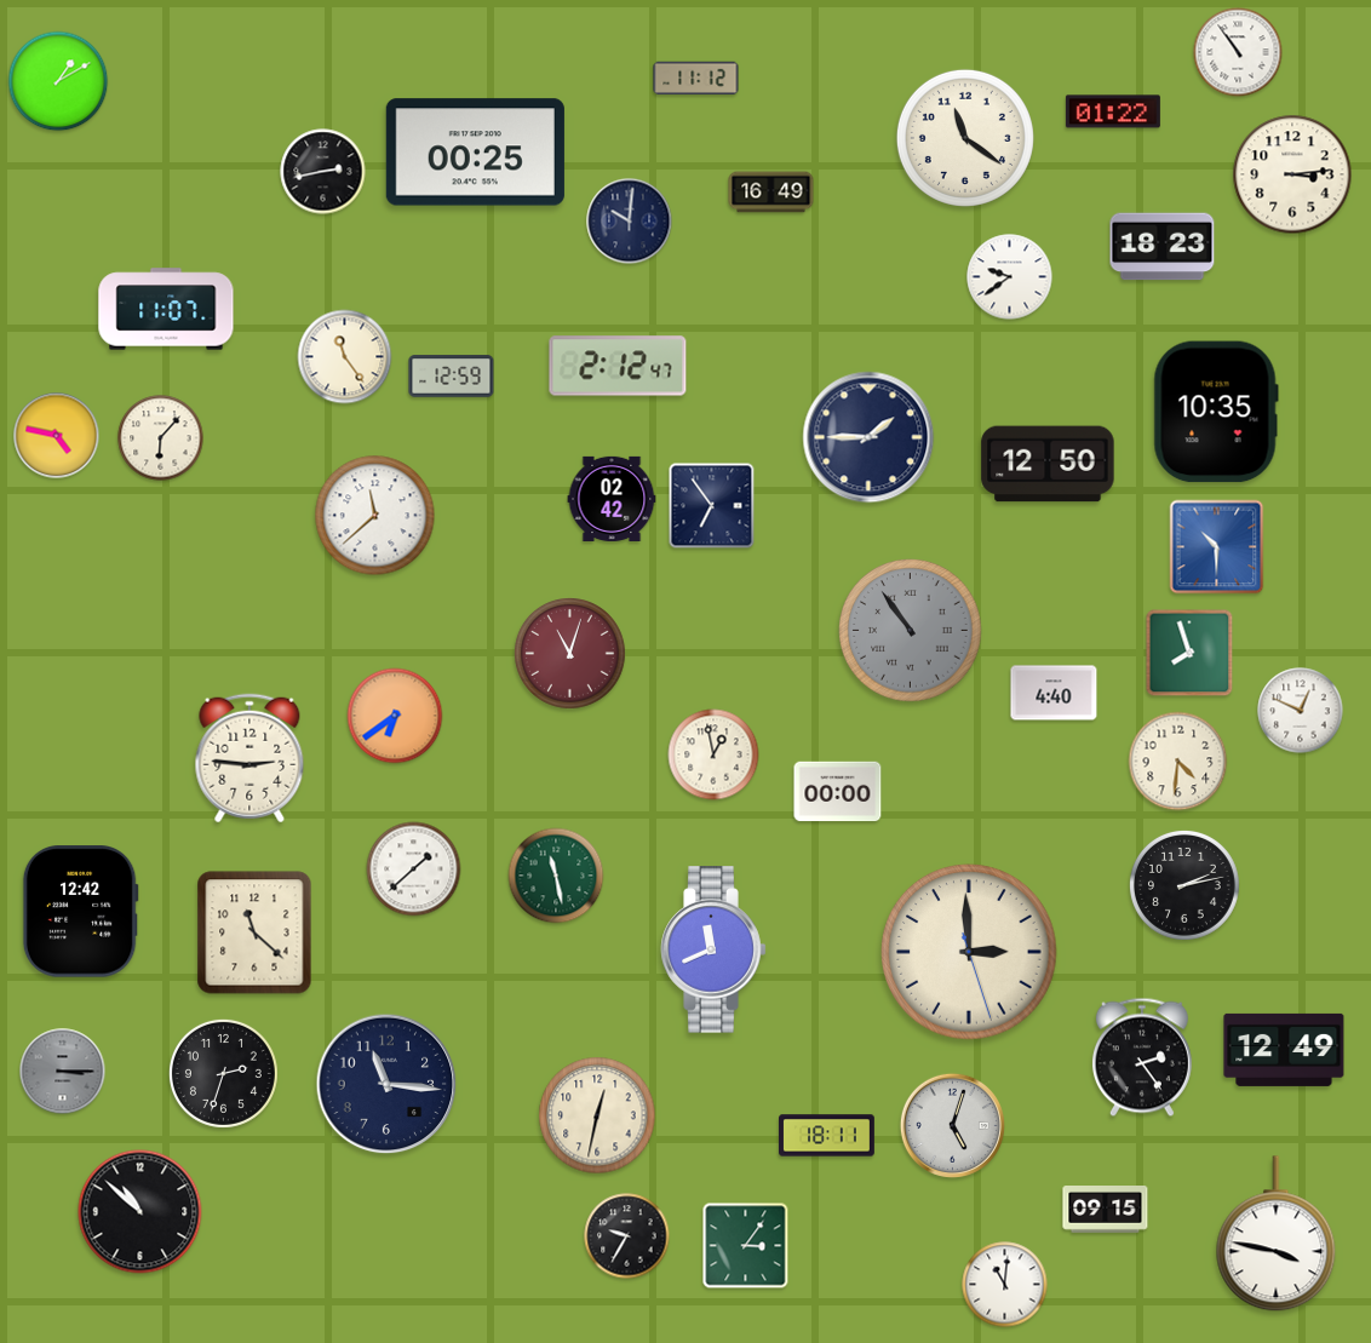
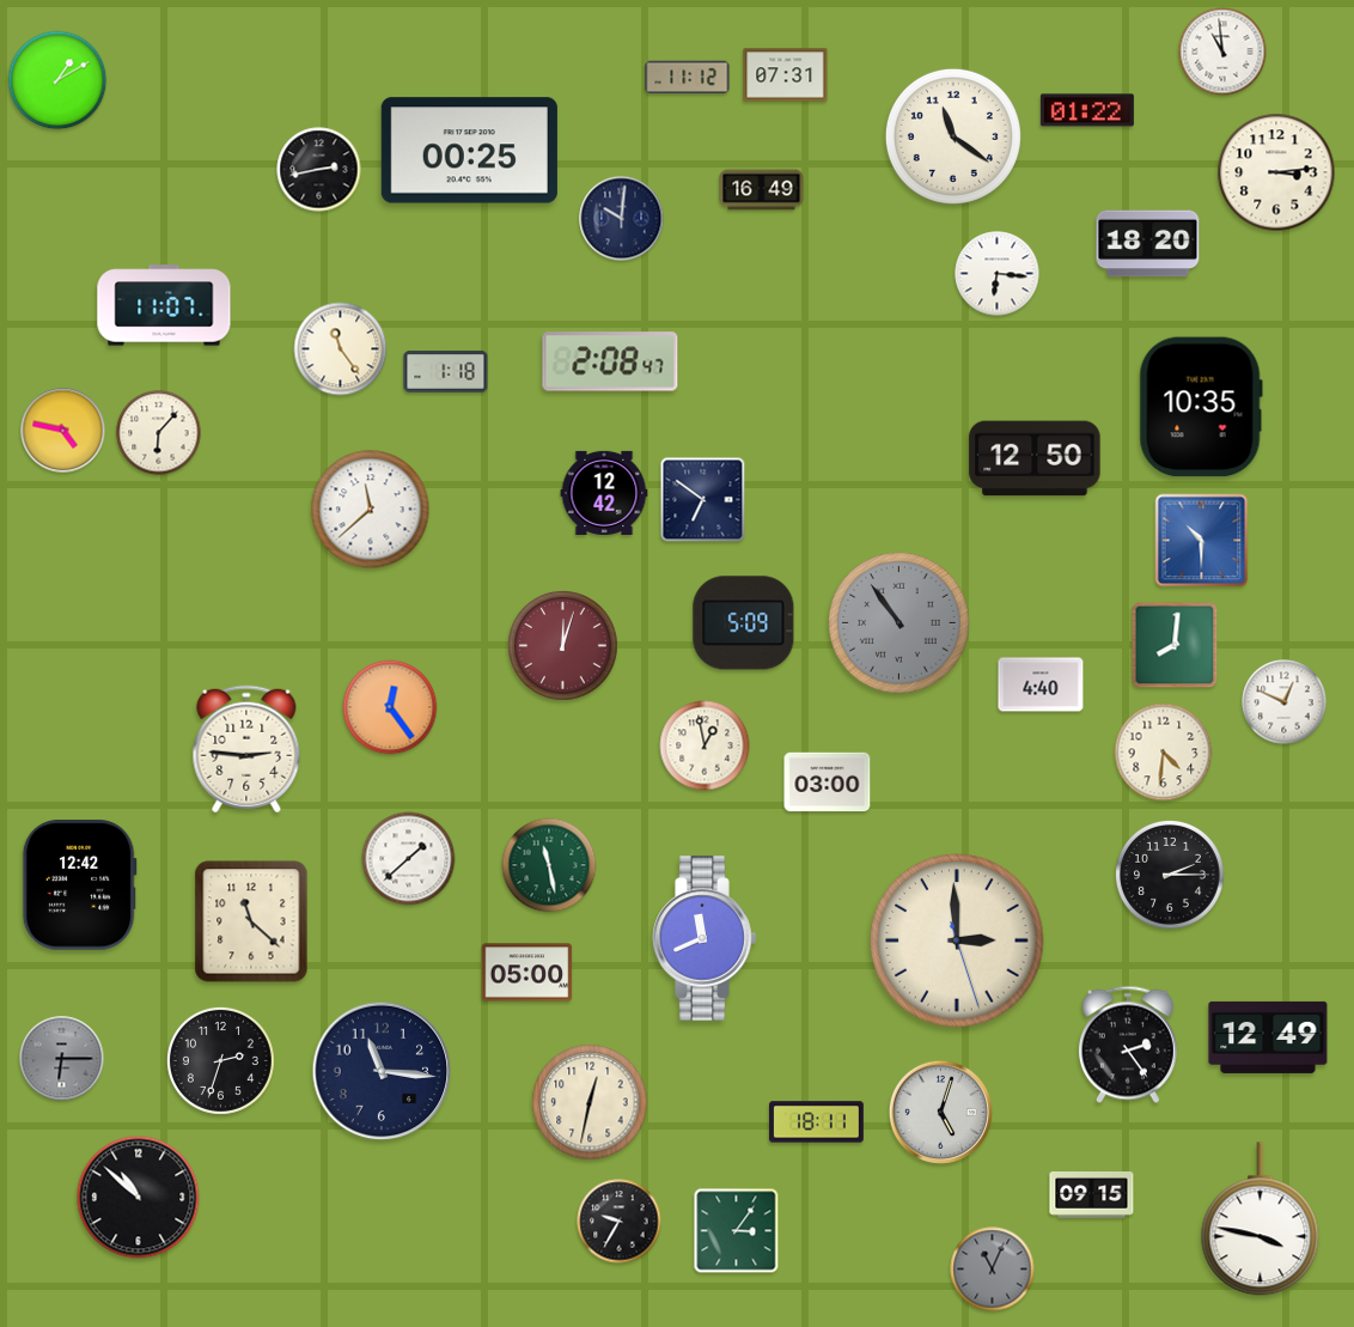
clock at (1238, 52): 10:54 -> 10:59
clock at (786, 75): none -> 07:31
clock at (1113, 111) position: (1113, 111) -> (1087, 110)
clock at (1163, 247): 18:23 -> 18:20
clock at (1010, 277): 9:39 -> 6:16
clock at (345, 357) position: (345, 357) -> (341, 349)
clock at (618, 366): 2:12 -> 2:08
clock at (452, 377): 12:59 -> 1:18
clock at (57, 436) position: (57, 436) -> (63, 431)
clock at (868, 437): 1:45 -> none
clock at (612, 499): 02:42 -> 12:42
clock at (712, 506): 6:54 -> 6:51
clock at (744, 623): none -> 5:09
clock at (1189, 653): 7:57 -> 8:01
clock at (570, 654): 11:03 -> 12:03
clock at (395, 716): 6:39 -> 12:24
clock at (838, 792): 00:00 -> 03:00
clock at (1184, 885): 2:13 -> 2:15
clock at (80, 912) position: (80, 912) -> (79, 885)
clock at (527, 973): none -> 05:00
clock at (63, 1072): 3:15 -> 6:15
clock at (1005, 1285): 11:01 -> 11:04
clock at (1005, 1285) dial: white -> grey
